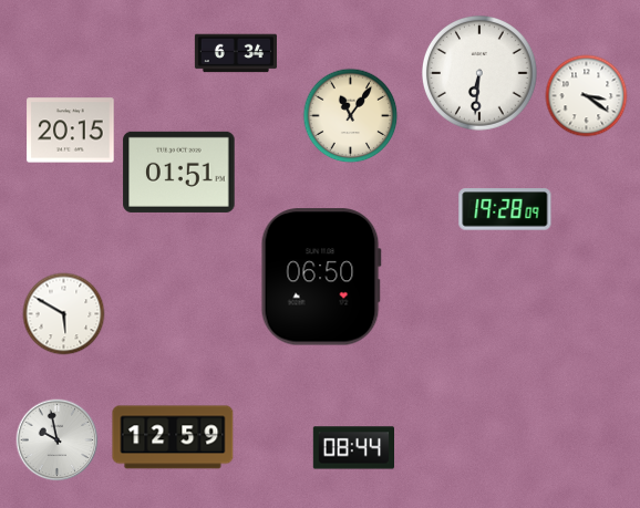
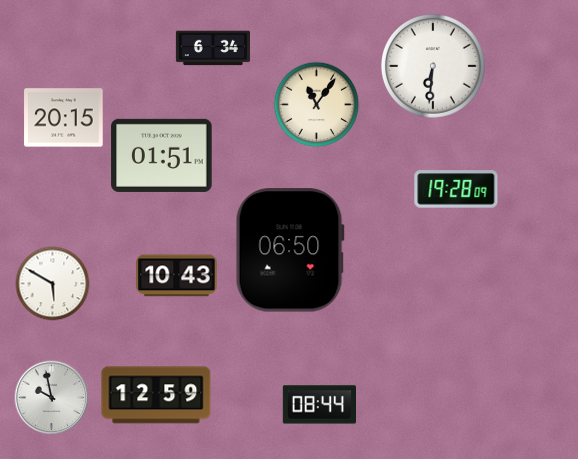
clock at (587, 96): 3:21 -> none
clock at (177, 276): none -> 10:43
clock at (64, 314) position: (64, 314) -> (53, 284)
